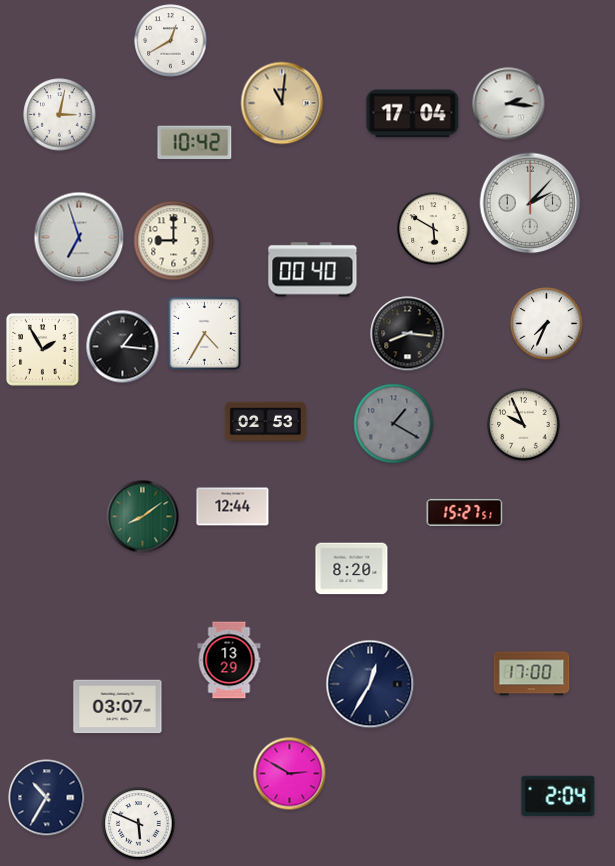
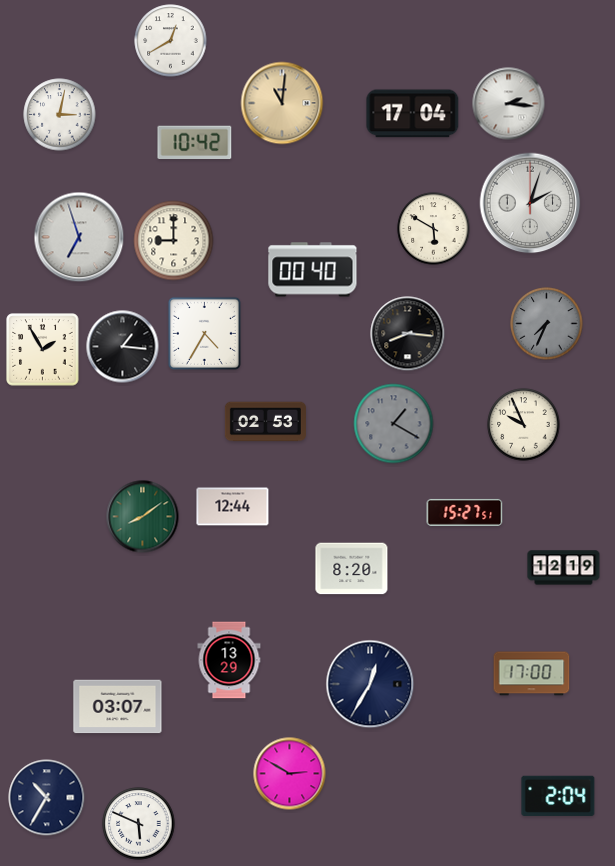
clock at (530, 203): 2:07 -> 2:03
clock at (547, 324) dial: white -> grey
clock at (564, 568): none -> 12:19
